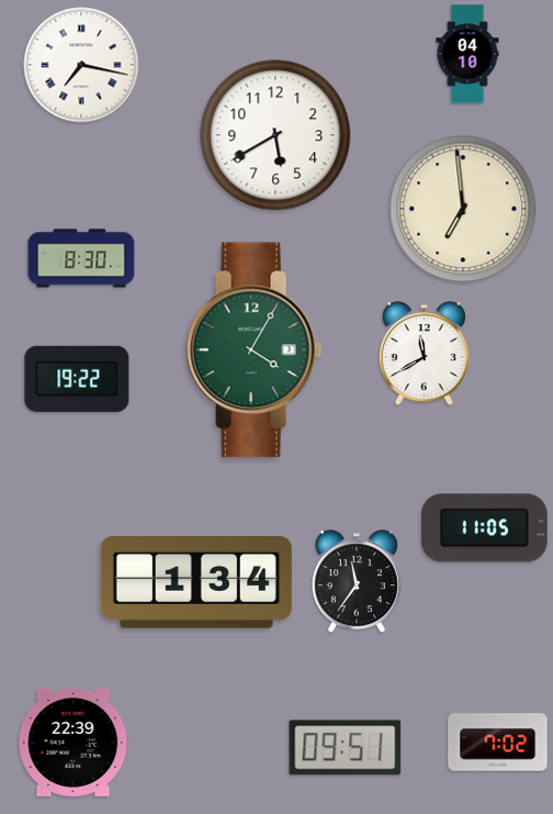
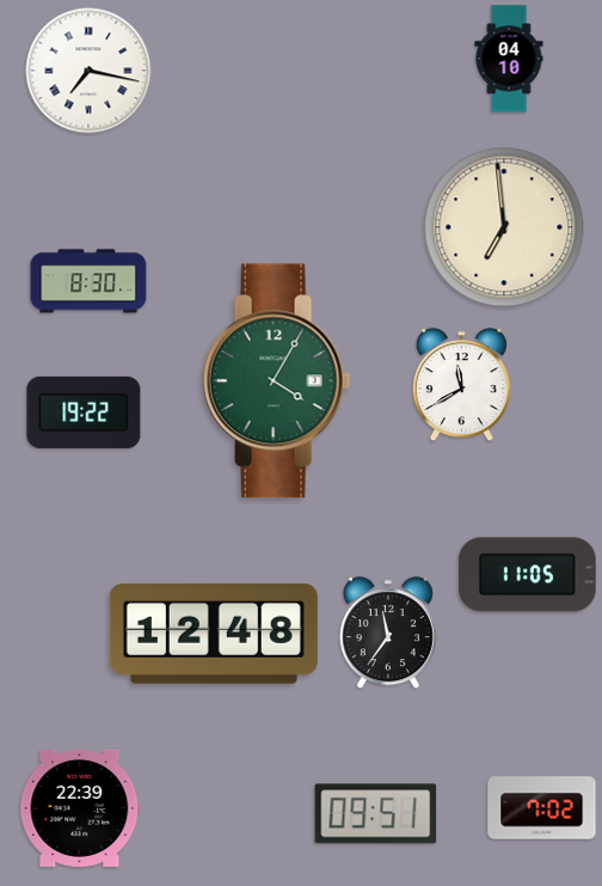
clock at (275, 135): 5:40 -> none
clock at (196, 583): 1:34 -> 12:48
